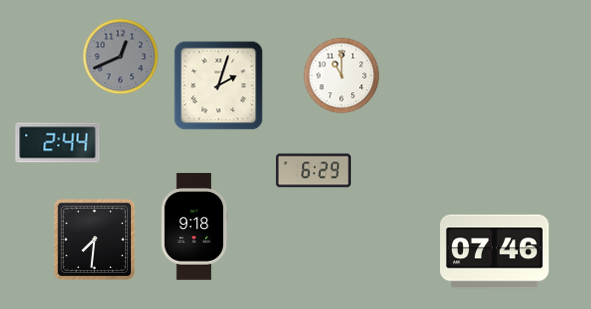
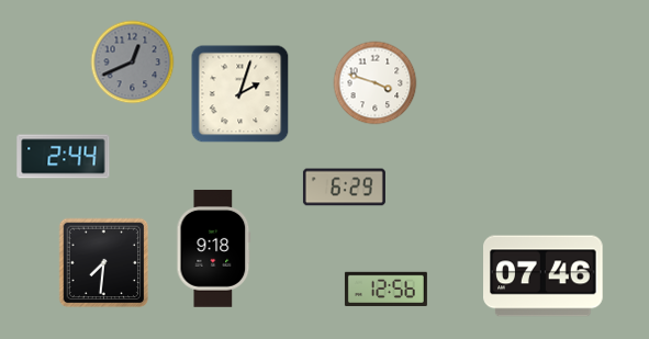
clock at (342, 76): 11:00 -> 3:48
clock at (385, 290): none -> 12:56
